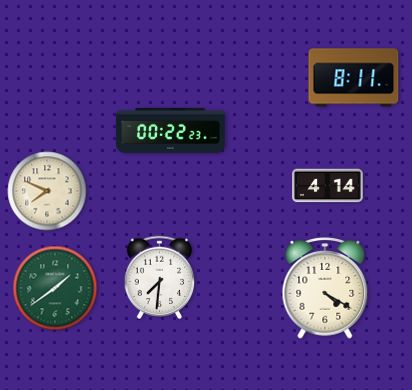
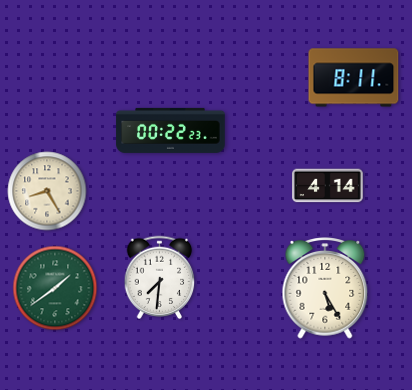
clock at (47, 191): 7:49 -> 8:25
clock at (325, 288): 4:20 -> 5:25
